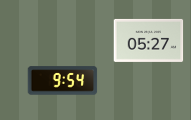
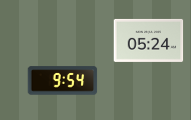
clock at (149, 40): 05:27 -> 05:24
